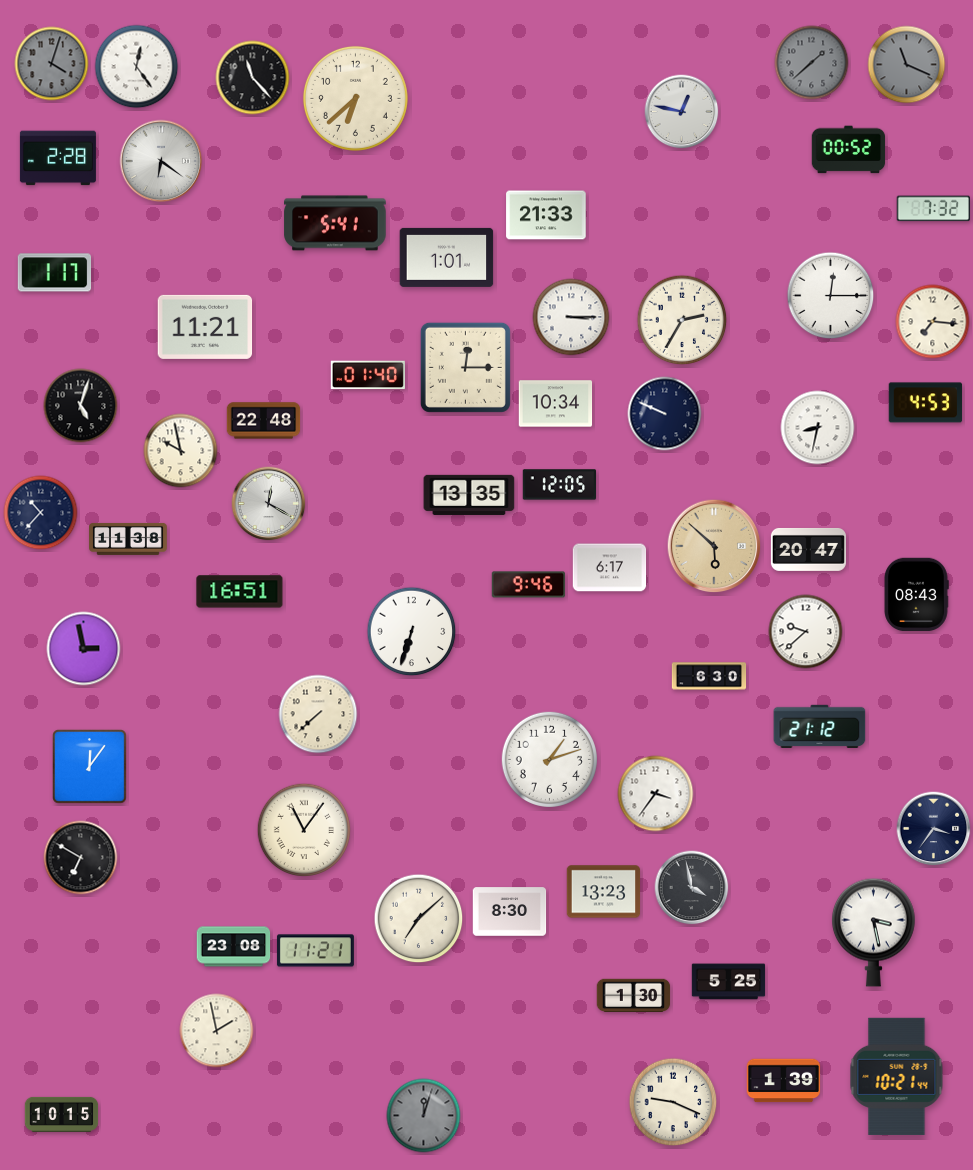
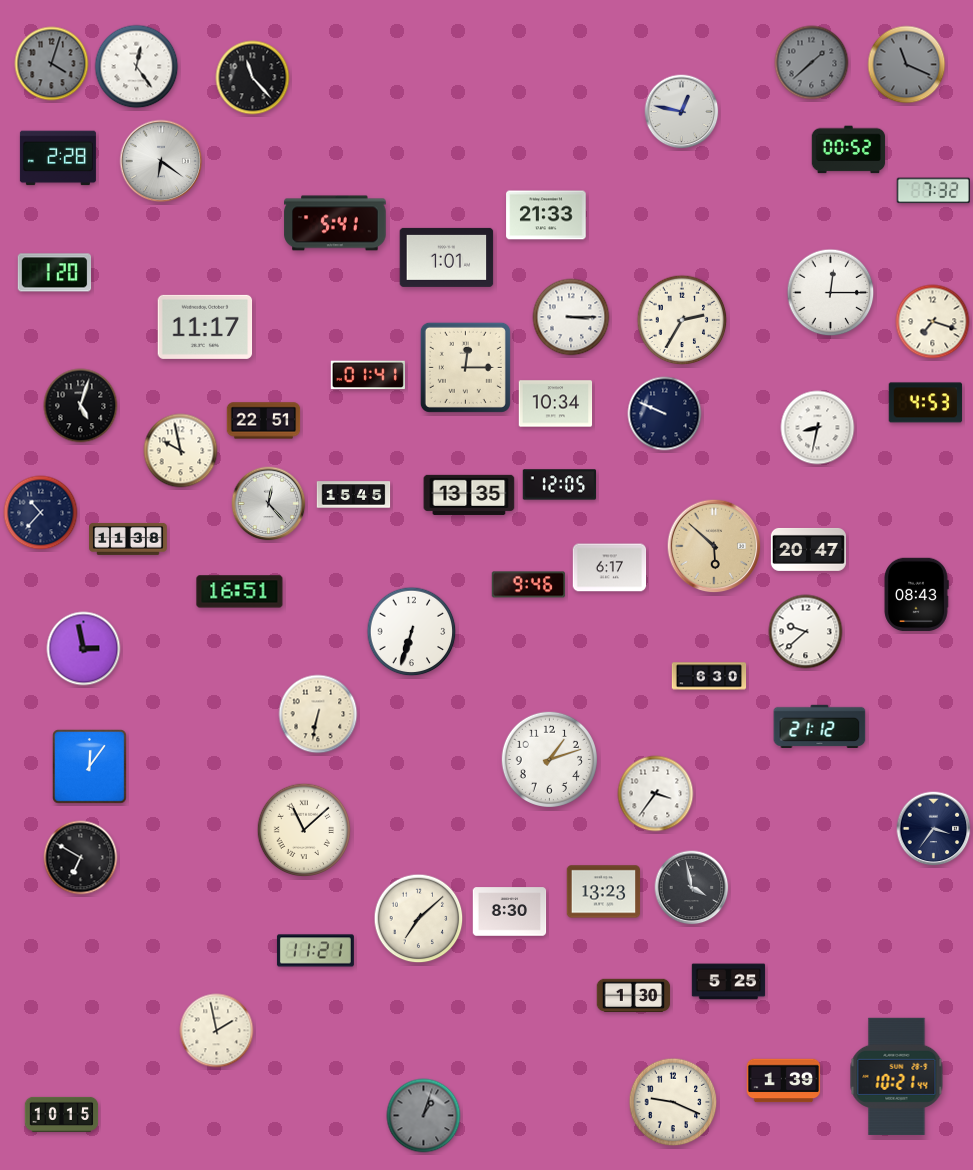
clock at (355, 98): 6:38 -> none
clock at (933, 209) position: (933, 209) -> (933, 191)
clock at (55, 273): 1:17 -> 1:20
clock at (831, 296) position: (831, 296) -> (831, 293)
clock at (933, 322): 7:16 -> 7:18
clock at (205, 327): 11:21 -> 11:17
clock at (368, 375): 01:40 -> 01:41
clock at (264, 421): 22:48 -> 22:51
clock at (354, 495): none -> 15:45
clock at (269, 504): 12:20 -> 12:23
clock at (318, 714): 7:38 -> 6:32
clock at (304, 830): 11:06 -> 11:08
clock at (873, 932): 3:28 -> none
clock at (234, 947): 23:08 -> none
clock at (424, 1116): 12:03 -> 1:03
